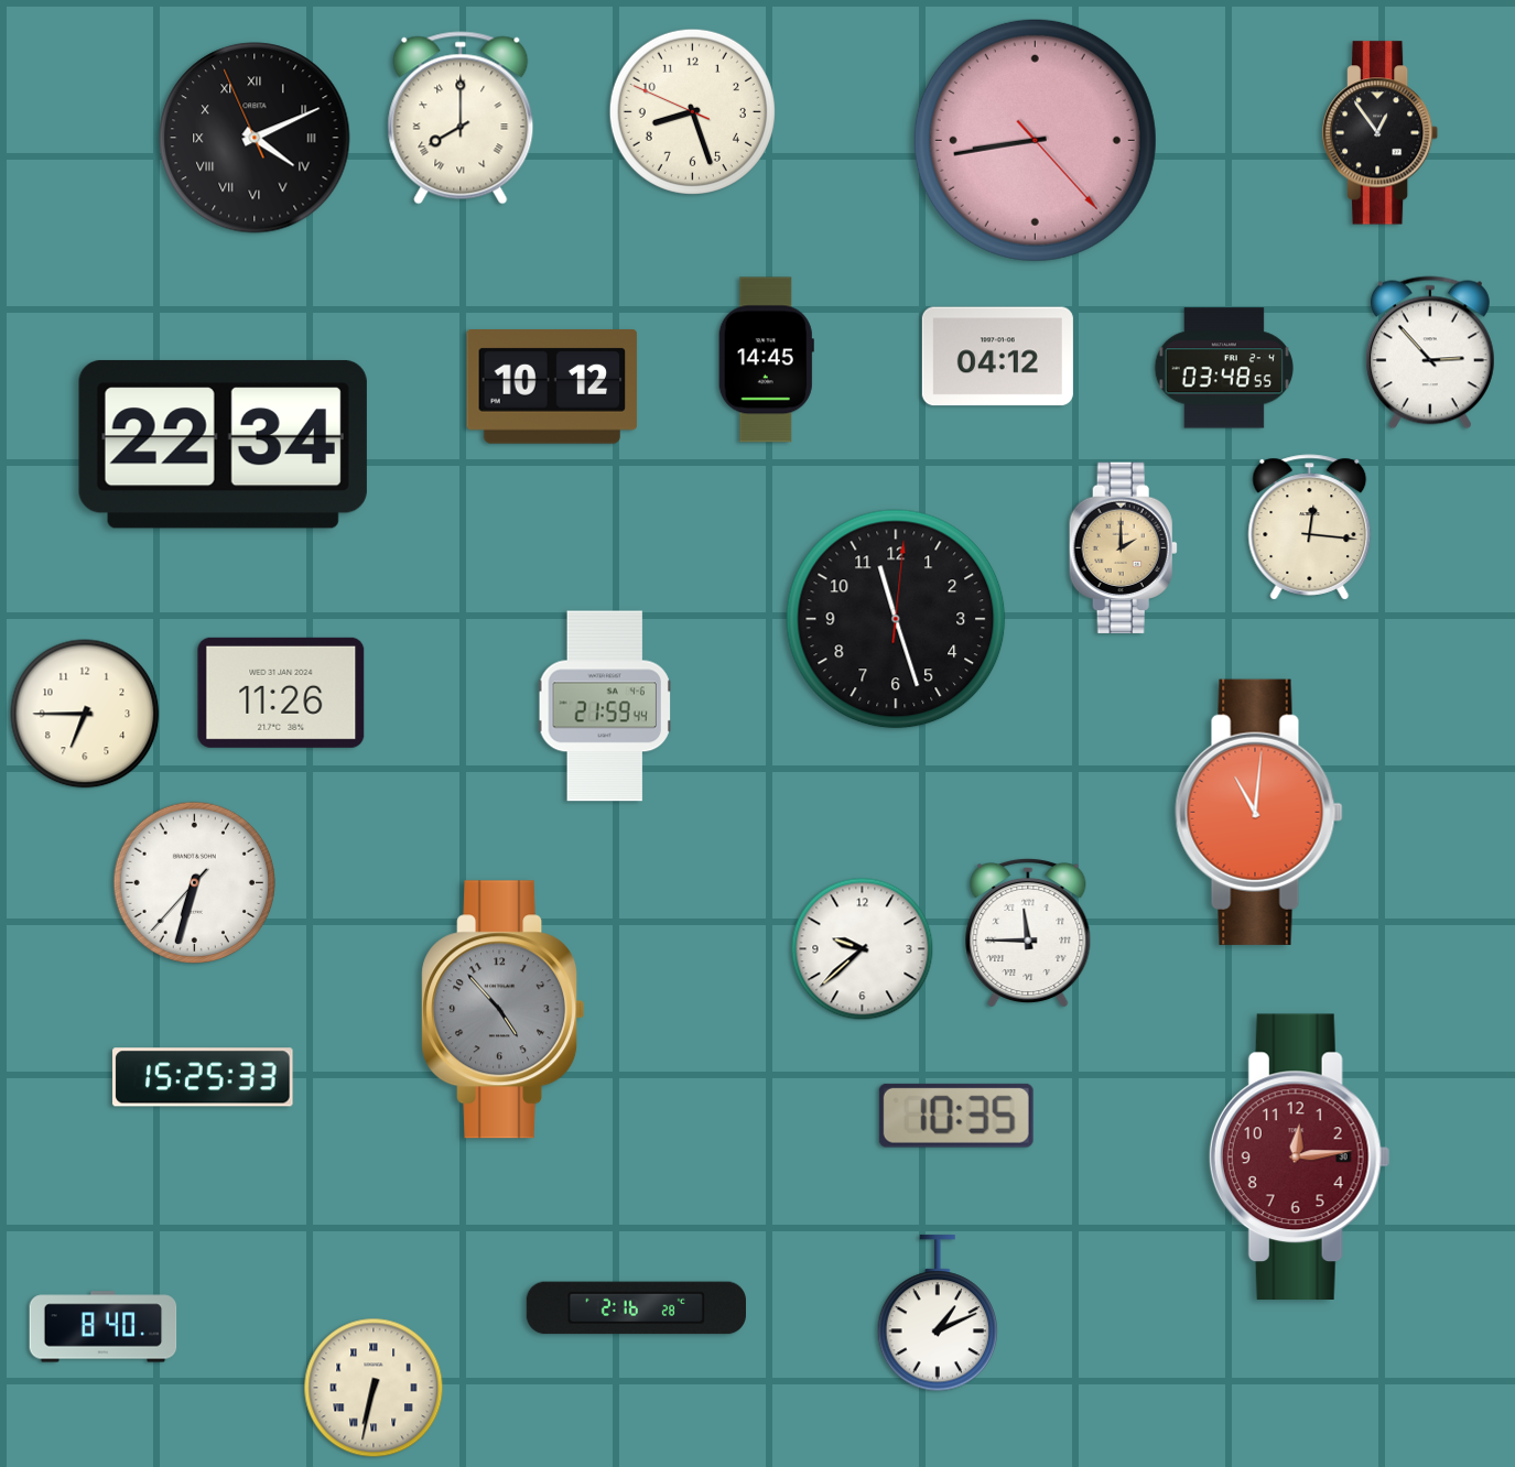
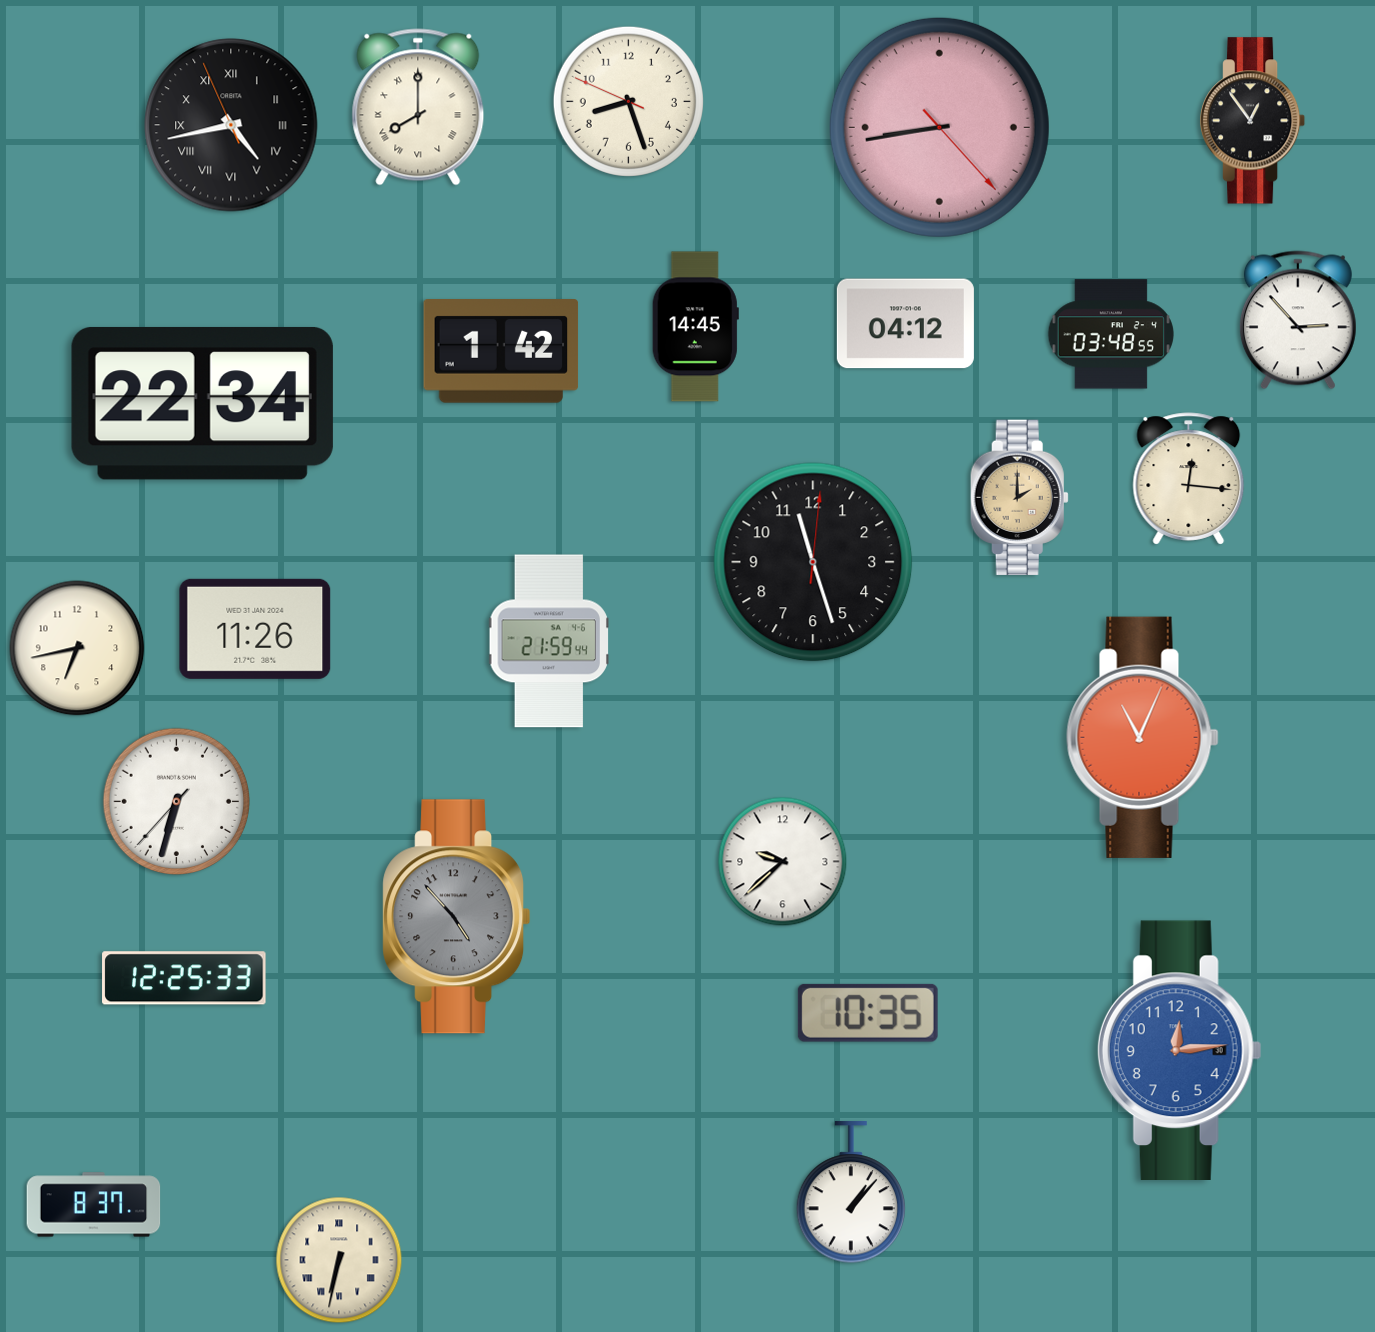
clock at (255, 138): 4:10 -> 4:42
clock at (552, 388): 10:12 -> 1:42
clock at (85, 714): 6:45 -> 6:43
clock at (1259, 812): 11:01 -> 11:04
clock at (1028, 933): 11:45 -> none
clock at (203, 1077): 15:25 -> 12:25
clock at (1299, 1156) dial: burgundy -> blue
clock at (636, 1308): 2:16 -> none
clock at (938, 1314): 1:11 -> 1:07
clock at (104, 1327): 8:40 -> 8:37
